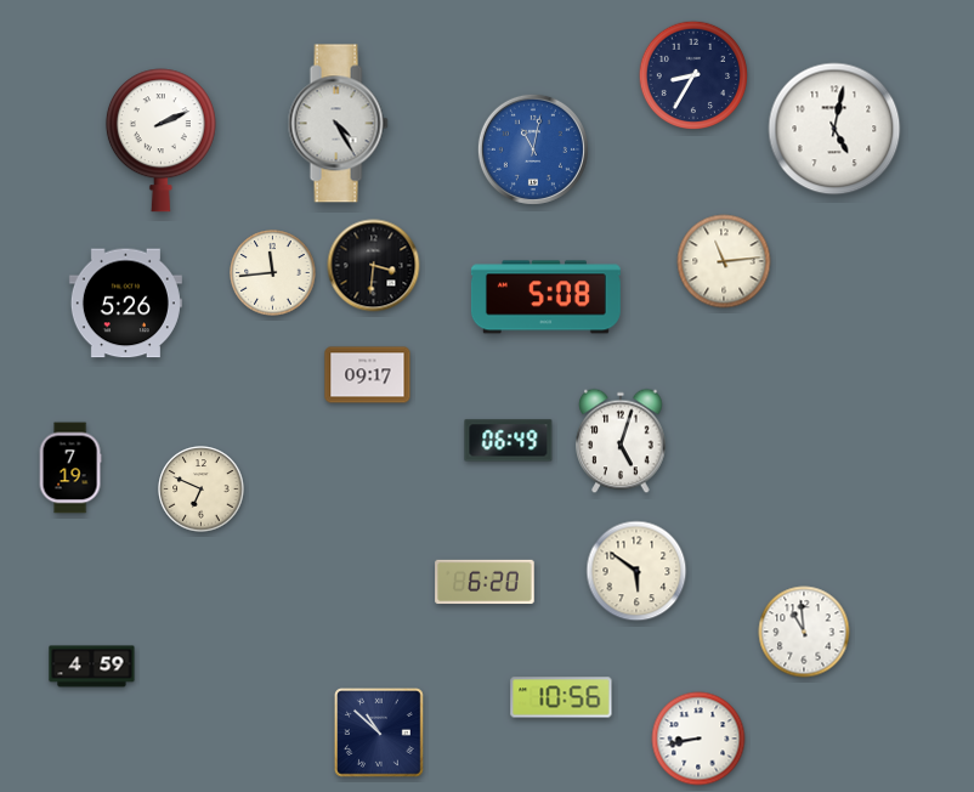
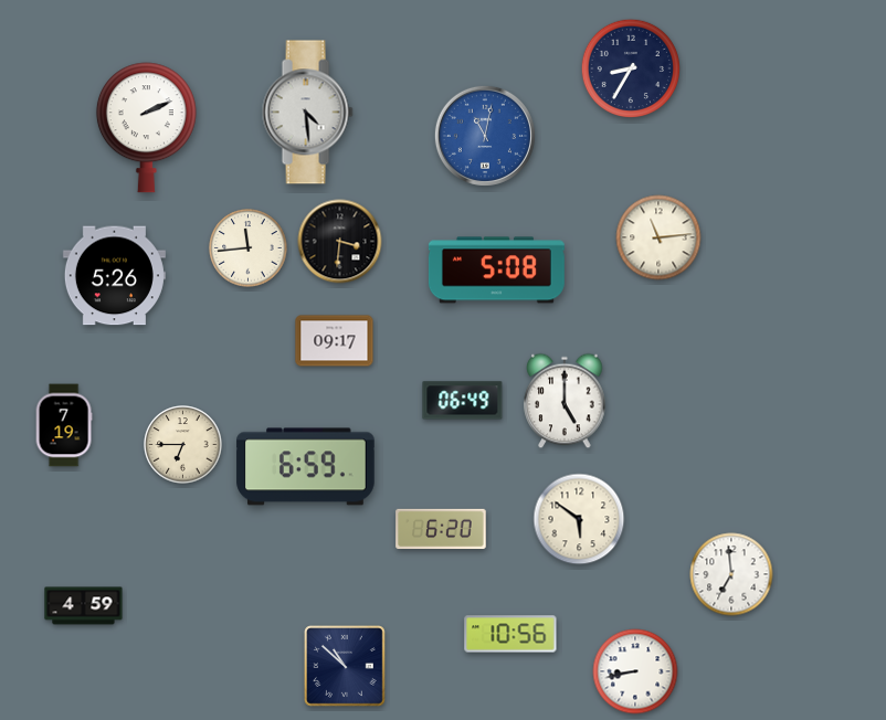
clock at (338, 124): 4:25 -> 4:29
clock at (834, 129): 5:02 -> none
clock at (621, 441): 5:03 -> 5:00
clock at (202, 490): 6:49 -> 6:45
clock at (306, 467): none -> 6:59
clock at (804, 632): 10:59 -> 6:59
